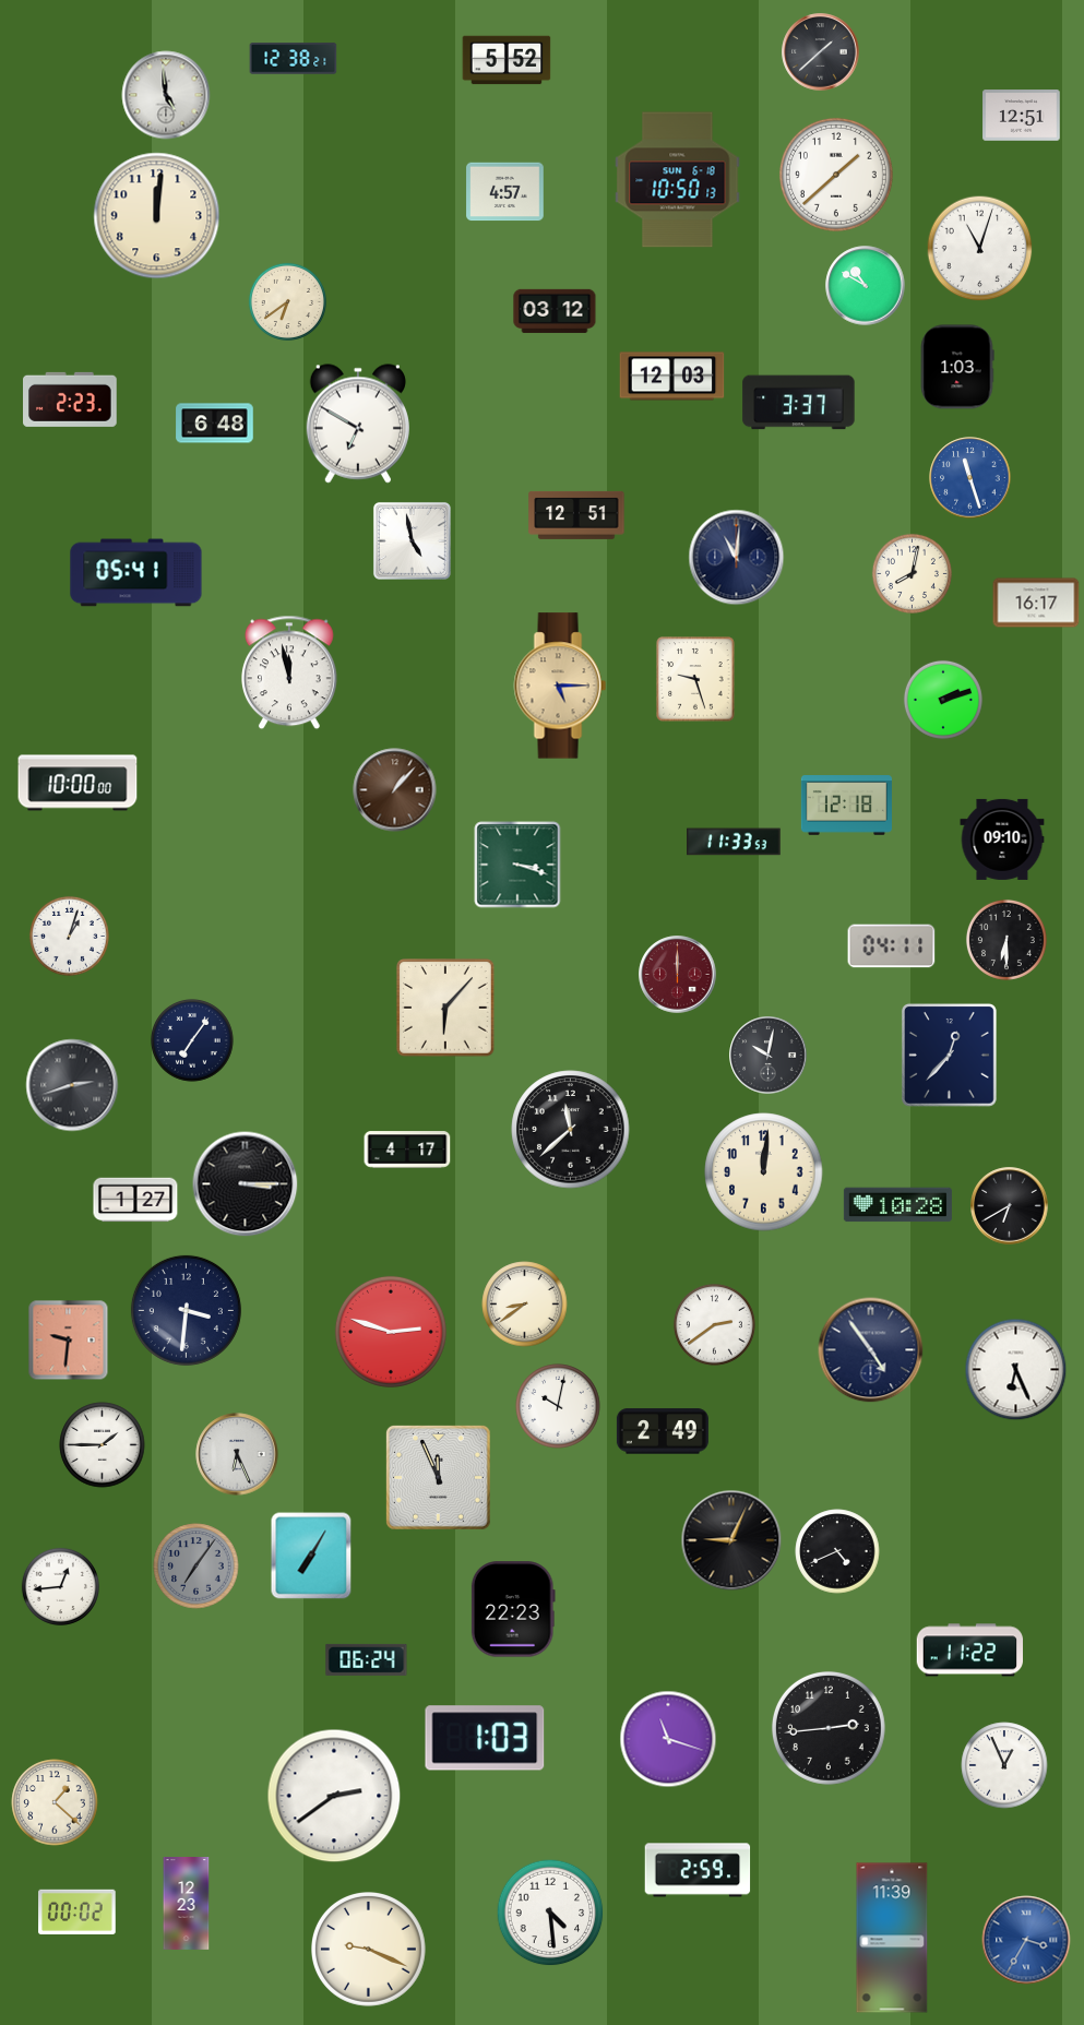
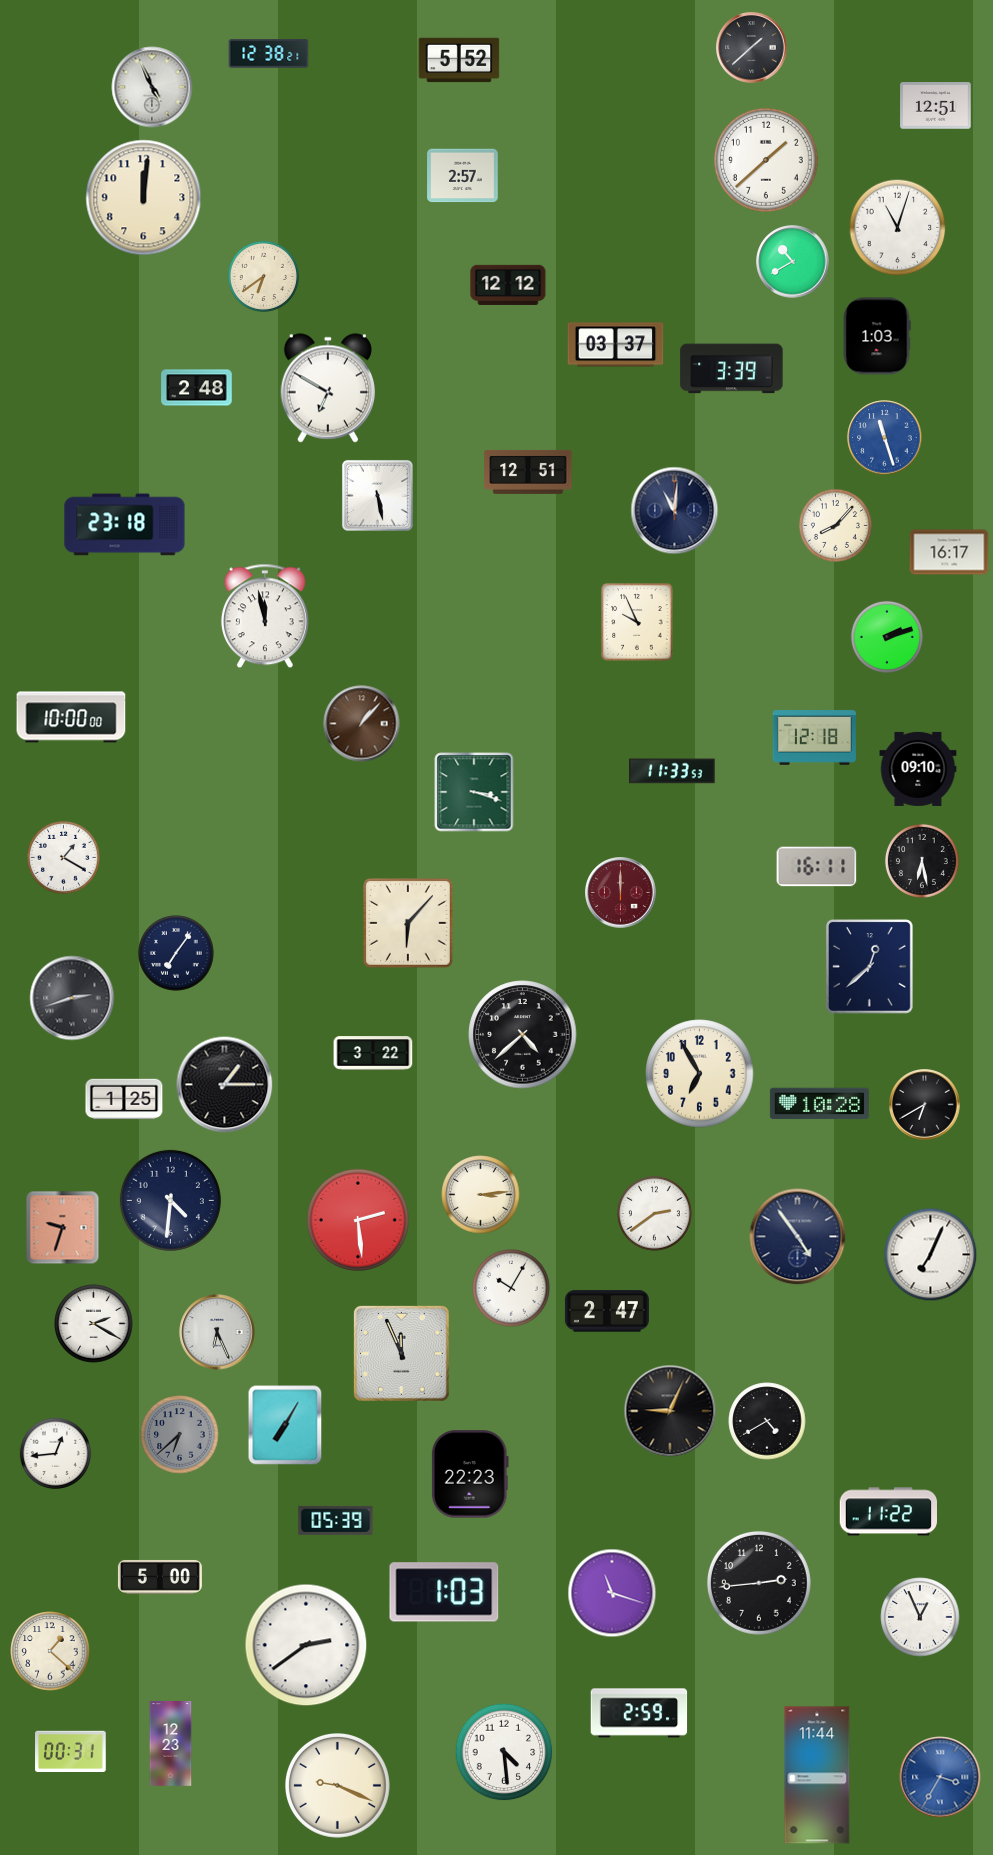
clock at (507, 60) position: (507, 60) -> (459, 60)
clock at (166, 95): 4:59 -> 4:56
clock at (678, 180): 10:50 -> none
clock at (505, 192): 4:57 -> 2:57
clock at (866, 286): 10:50 -> 10:40
clock at (555, 311): 03:12 -> 12:12
clock at (672, 377): 12:03 -> 03:37
clock at (71, 400): 2:23 -> none
clock at (799, 403): 3:37 -> 3:39
clock at (215, 424): 6:48 -> 2:48
clock at (970, 478) position: (970, 478) -> (885, 438)
clock at (412, 540): 4:58 -> 5:28
clock at (136, 573): 05:41 -> 23:18
clock at (912, 573): 8:02 -> 8:07
clock at (695, 679): 9:27 -> 9:56
clock at (560, 686): 5:15 -> none
clock at (943, 700) position: (943, 700) -> (887, 637)
clock at (846, 806) position: (846, 806) -> (814, 738)
clock at (69, 936): 1:03 -> 1:20
clock at (1006, 940): 6:30 -> 6:28
clock at (892, 946): 04:11 -> 16:11
clock at (769, 1056): 10:02 -> none
clock at (949, 1056): 12:37 -> 12:38
clock at (72, 1085) position: (72, 1085) -> (72, 998)
clock at (571, 1130): 11:38 -> 4:38
clock at (407, 1150): 4:17 -> 3:22
clock at (764, 1172): 12:01 -> 6:55
clock at (246, 1184): 3:15 -> 1:15
clock at (135, 1200): 1:27 -> 1:25
clock at (897, 1205) position: (897, 1205) -> (819, 1104)
clock at (525, 1305): 8:39 -> 3:14
clock at (186, 1310): 3:31 -> 4:31
clock at (391, 1332): 2:48 -> 2:29
clock at (69, 1341): 9:31 -> 9:33
clock at (1016, 1370): 6:26 -> 7:04
clock at (558, 1406): 10:02 -> 10:05
clock at (663, 1431): 2:49 -> 2:47
clock at (103, 1445): 1:45 -> 2:20
clock at (837, 1551): 4:41 -> 4:40
clock at (196, 1567): 7:06 -> 6:38
clock at (367, 1659): 06:24 -> 05:39
clock at (160, 1577): none -> 5:00
clock at (78, 1911): 00:02 -> 00:31
clock at (892, 1938): 11:39 -> 11:44
